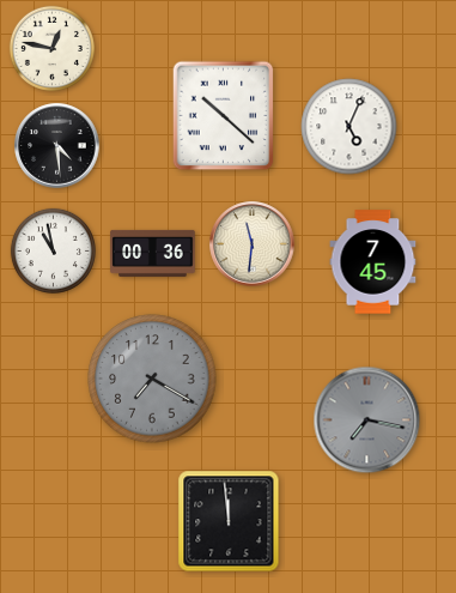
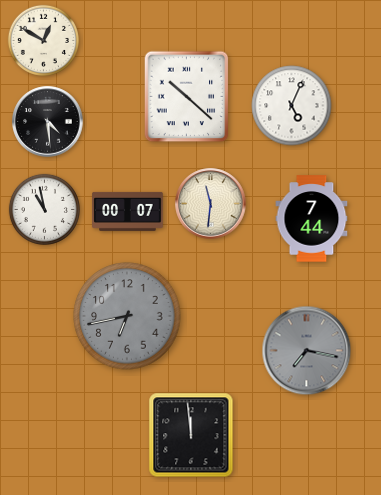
clock at (51, 48): 12:47 -> 12:50
clock at (153, 253): 00:36 -> 00:07
clock at (373, 262): 7:45 -> 7:44
clock at (152, 379): 7:20 -> 6:43
